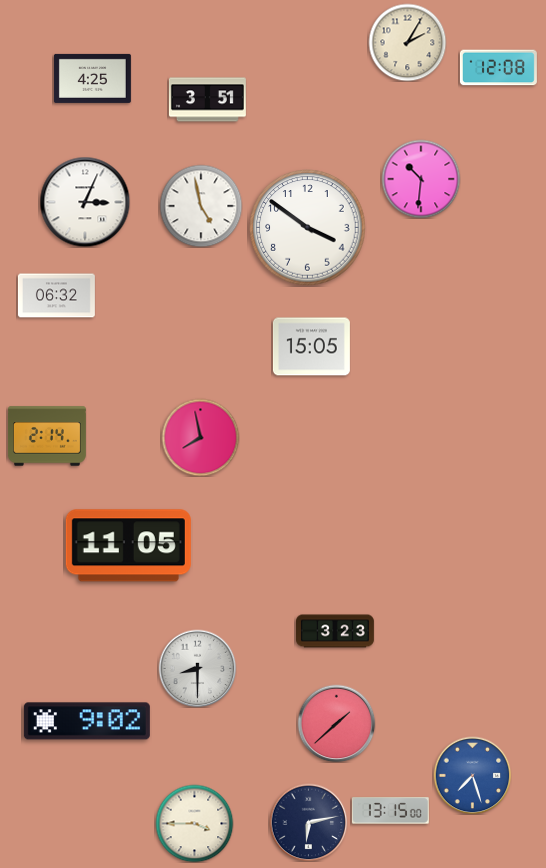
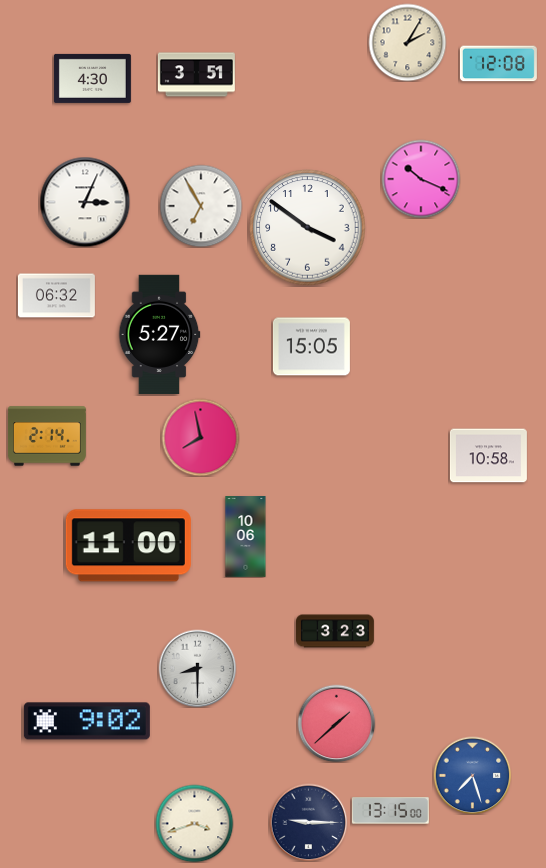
clock at (498, 68) position: (498, 68) -> (498, 64)
clock at (92, 78): 4:25 -> 4:30
clock at (207, 100) position: (207, 100) -> (196, 75)
clock at (421, 179): 10:31 -> 10:19
clock at (201, 206): 4:58 -> 6:55
clock at (159, 335): none -> 5:27
clock at (488, 456): none -> 10:58
clock at (246, 537): none -> 10:06
clock at (128, 546): 11:05 -> 11:00
clock at (308, 822): 6:13 -> 9:15
clock at (194, 823): 3:45 -> 3:42
